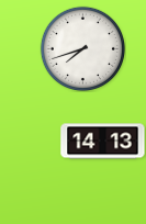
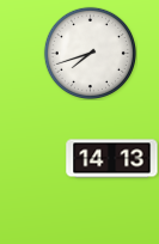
clock at (103, 142) position: (103, 142) -> (112, 159)
